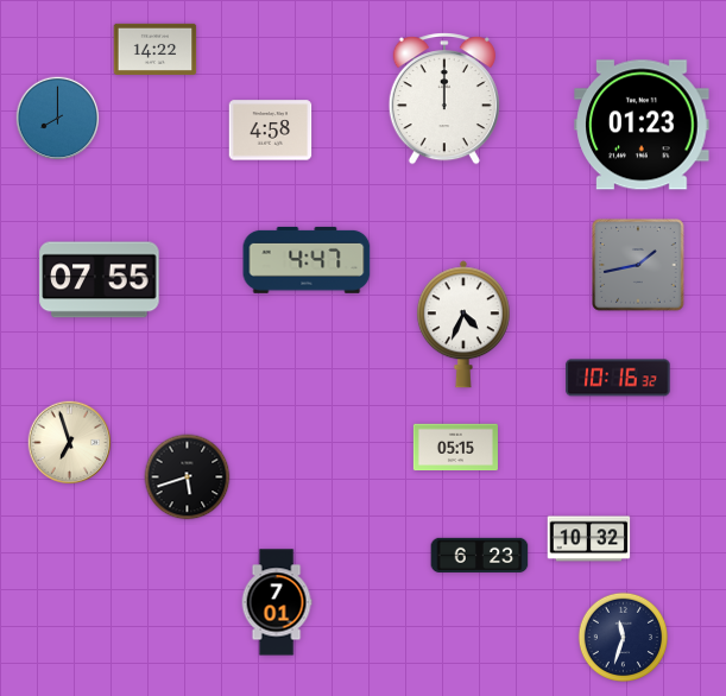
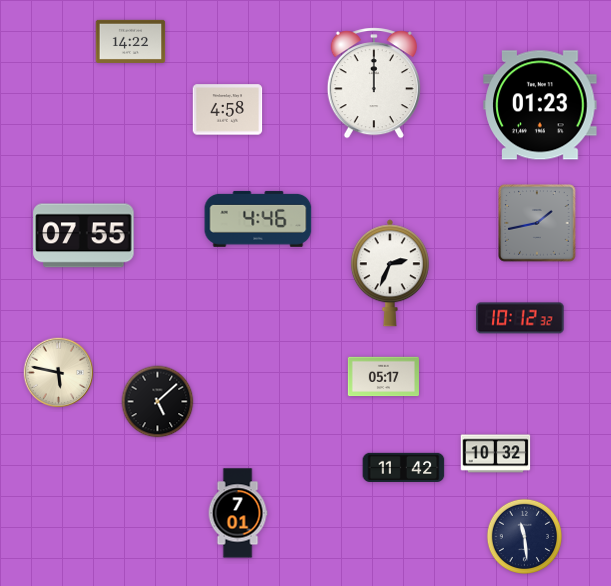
clock at (58, 119): 8:00 -> none
clock at (307, 260): 4:47 -> 4:46
clock at (463, 324): 4:34 -> 2:34
clock at (618, 378): 10:16 -> 10:12
clock at (70, 443): 6:57 -> 5:47
clock at (455, 448): 05:15 -> 05:17
clock at (188, 477): 5:42 -> 5:08
clock at (480, 555): 6:23 -> 11:42
clock at (277, 602) position: (277, 602) -> (238, 513)
clock at (624, 638): 11:33 -> 11:29
